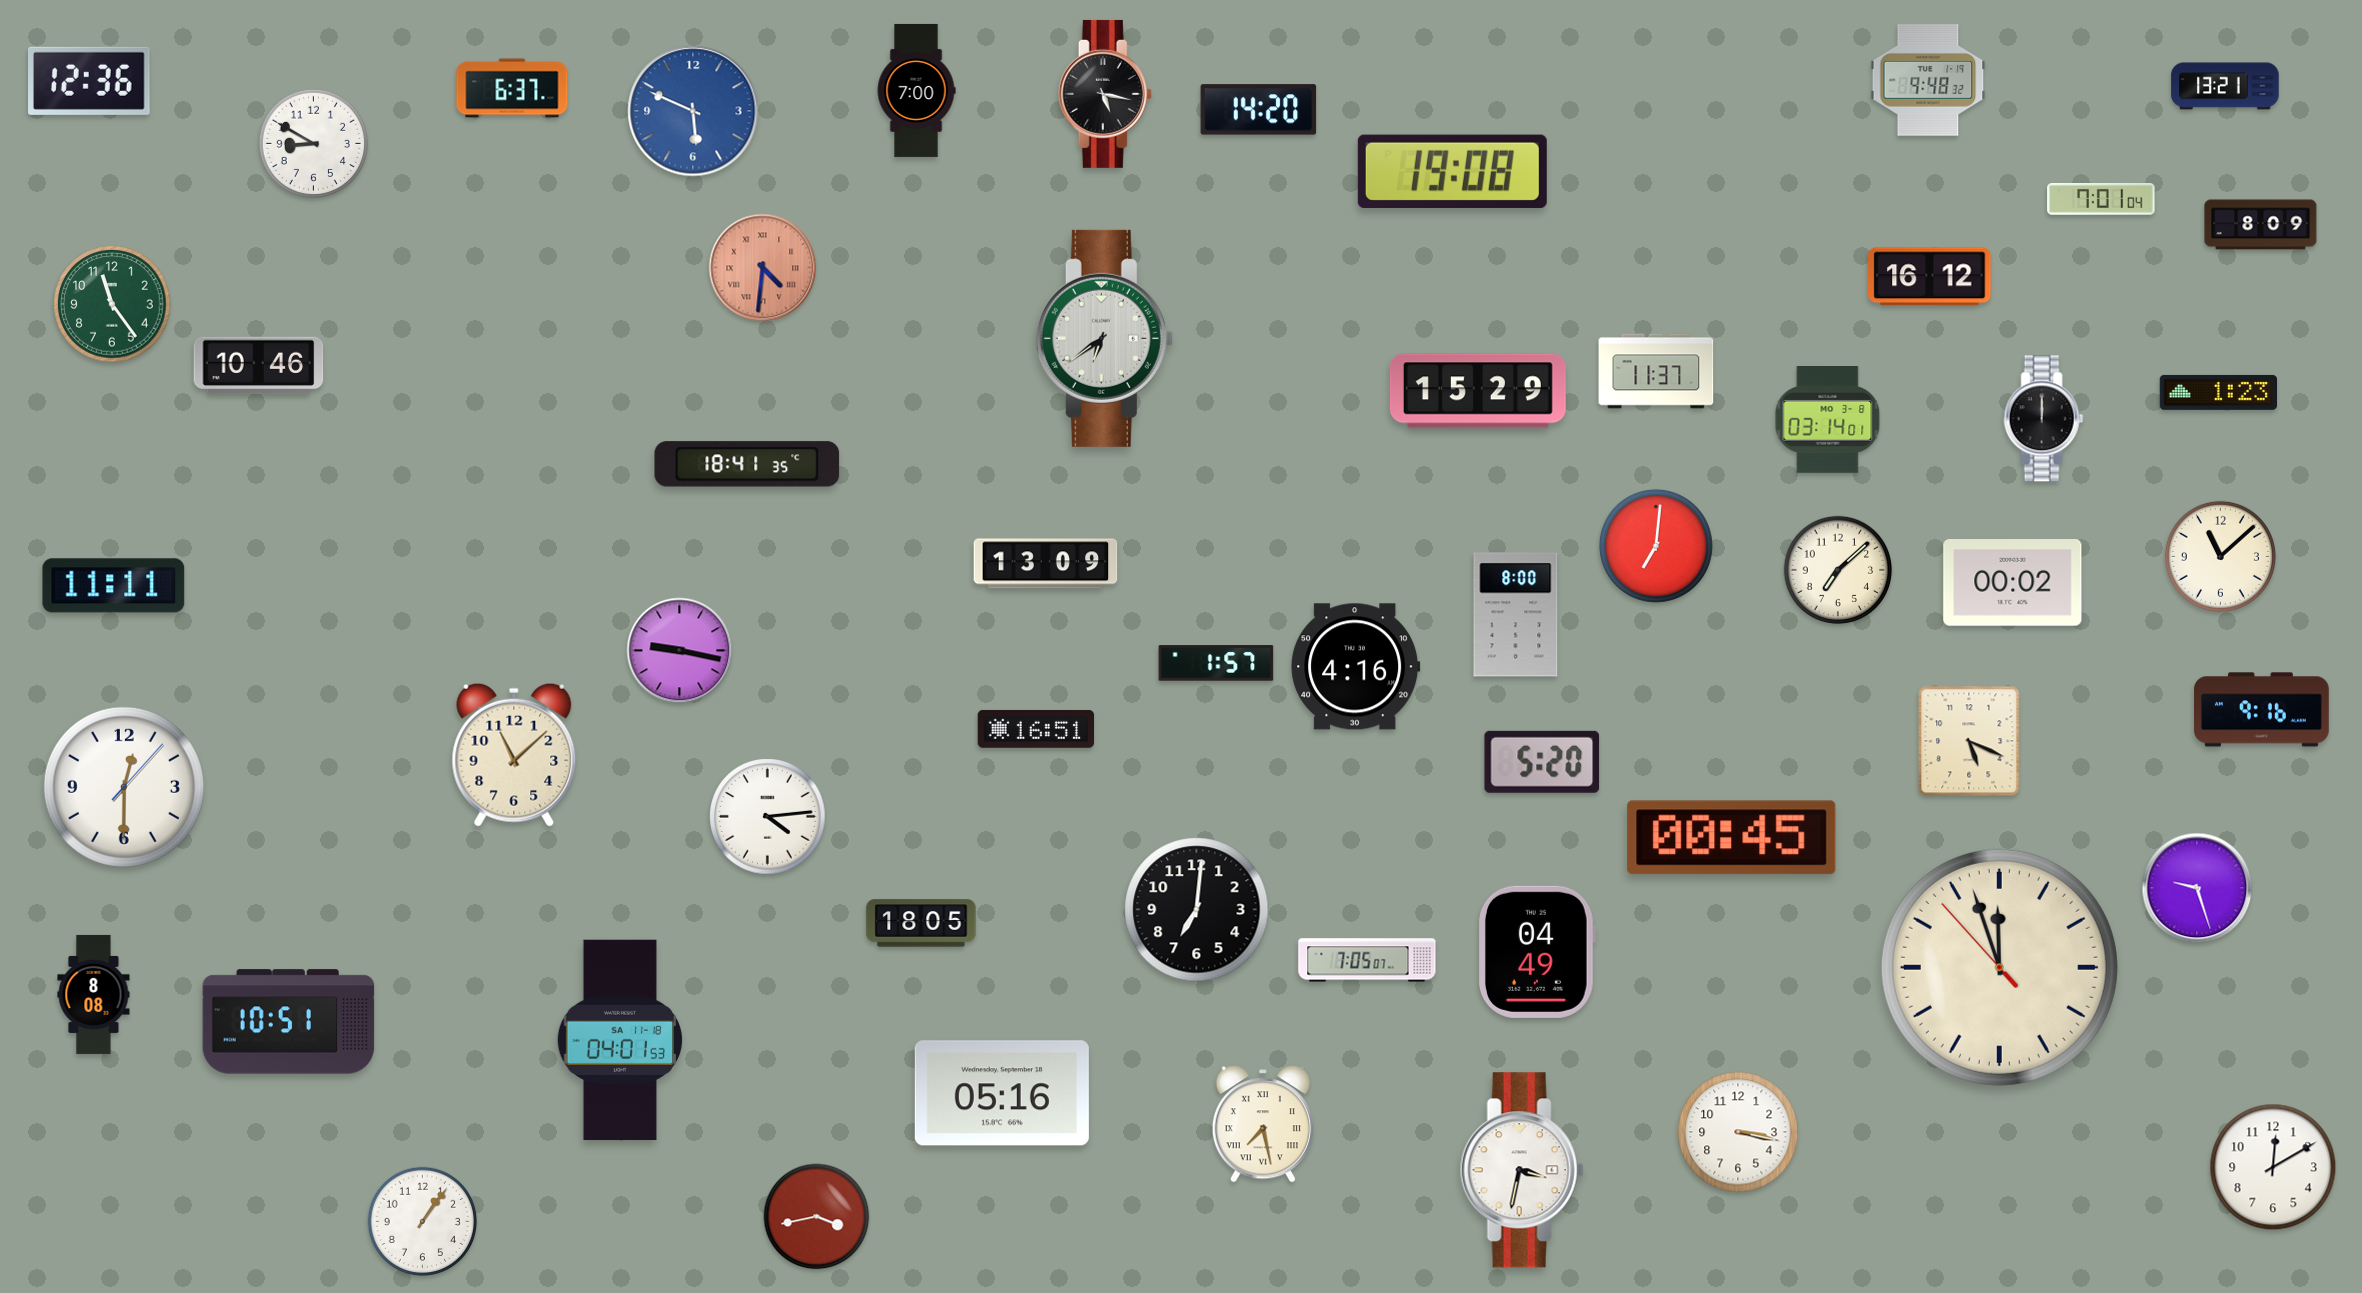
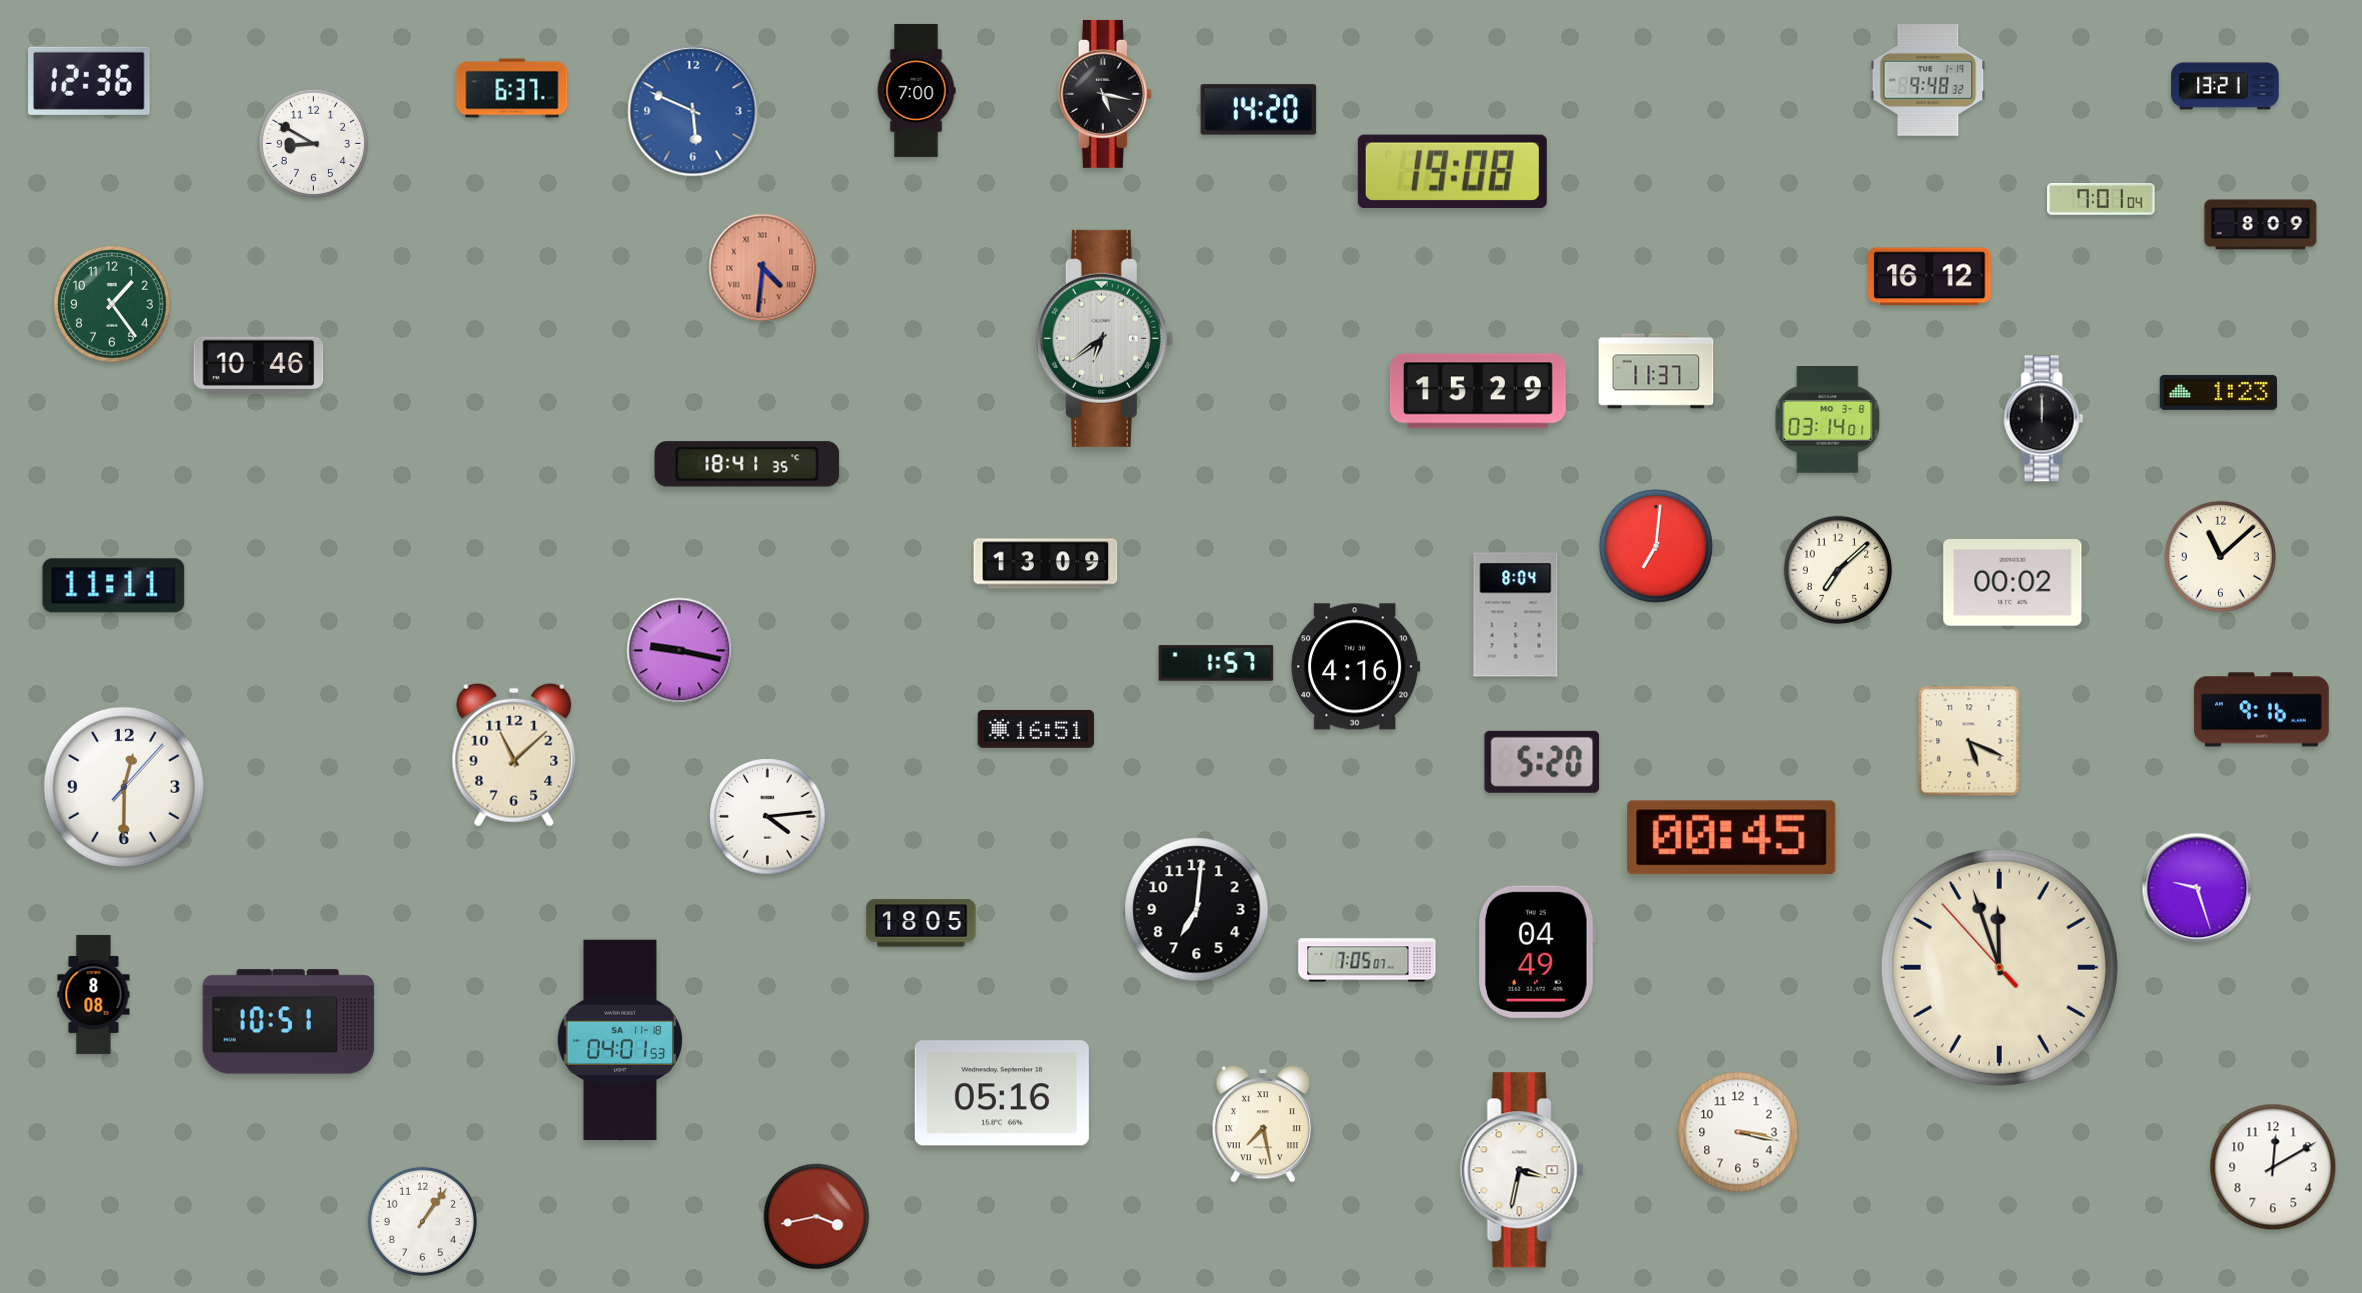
clock at (112, 304): 11:24 -> 1:24
clock at (1516, 615): 8:00 -> 8:04
